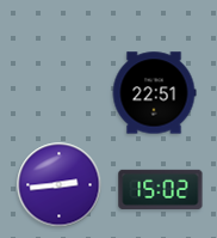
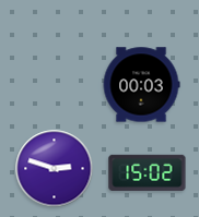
clock at (154, 93): 22:51 -> 00:03
clock at (60, 185): 2:44 -> 2:48
